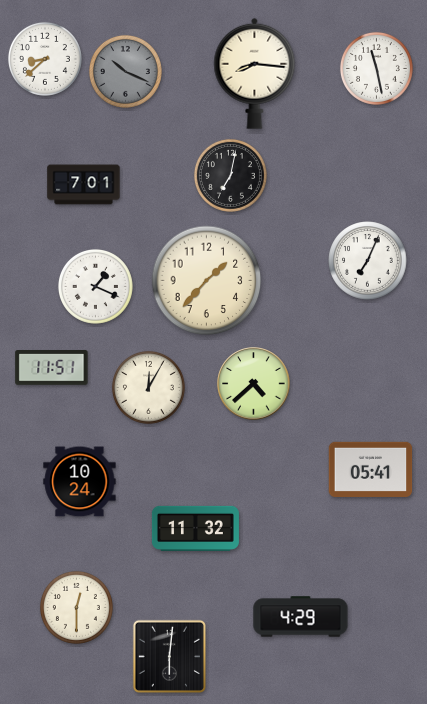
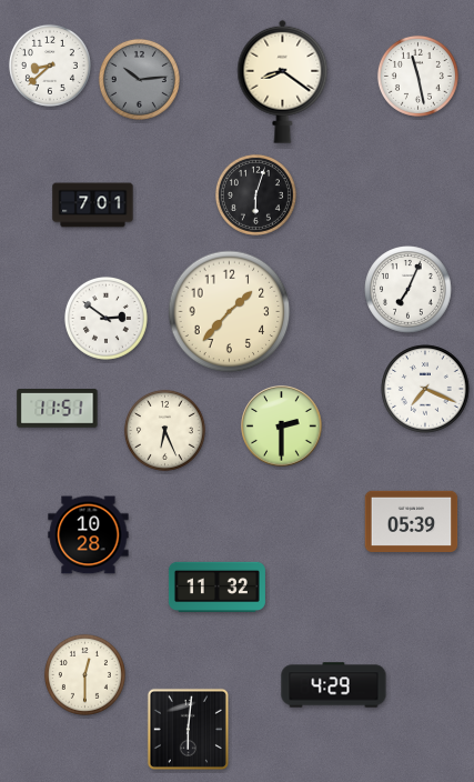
clock at (125, 71): 10:19 -> 10:14
clock at (255, 73): 8:16 -> 8:21
clock at (230, 175): 7:02 -> 6:03
clock at (95, 286): 1:19 -> 2:51
clock at (425, 389): none -> 7:19
clock at (254, 384): 4:38 -> 2:30
clock at (148, 387): 12:05 -> 6:26
clock at (371, 469): 05:41 -> 05:39
clock at (80, 482): 10:24 -> 10:28
